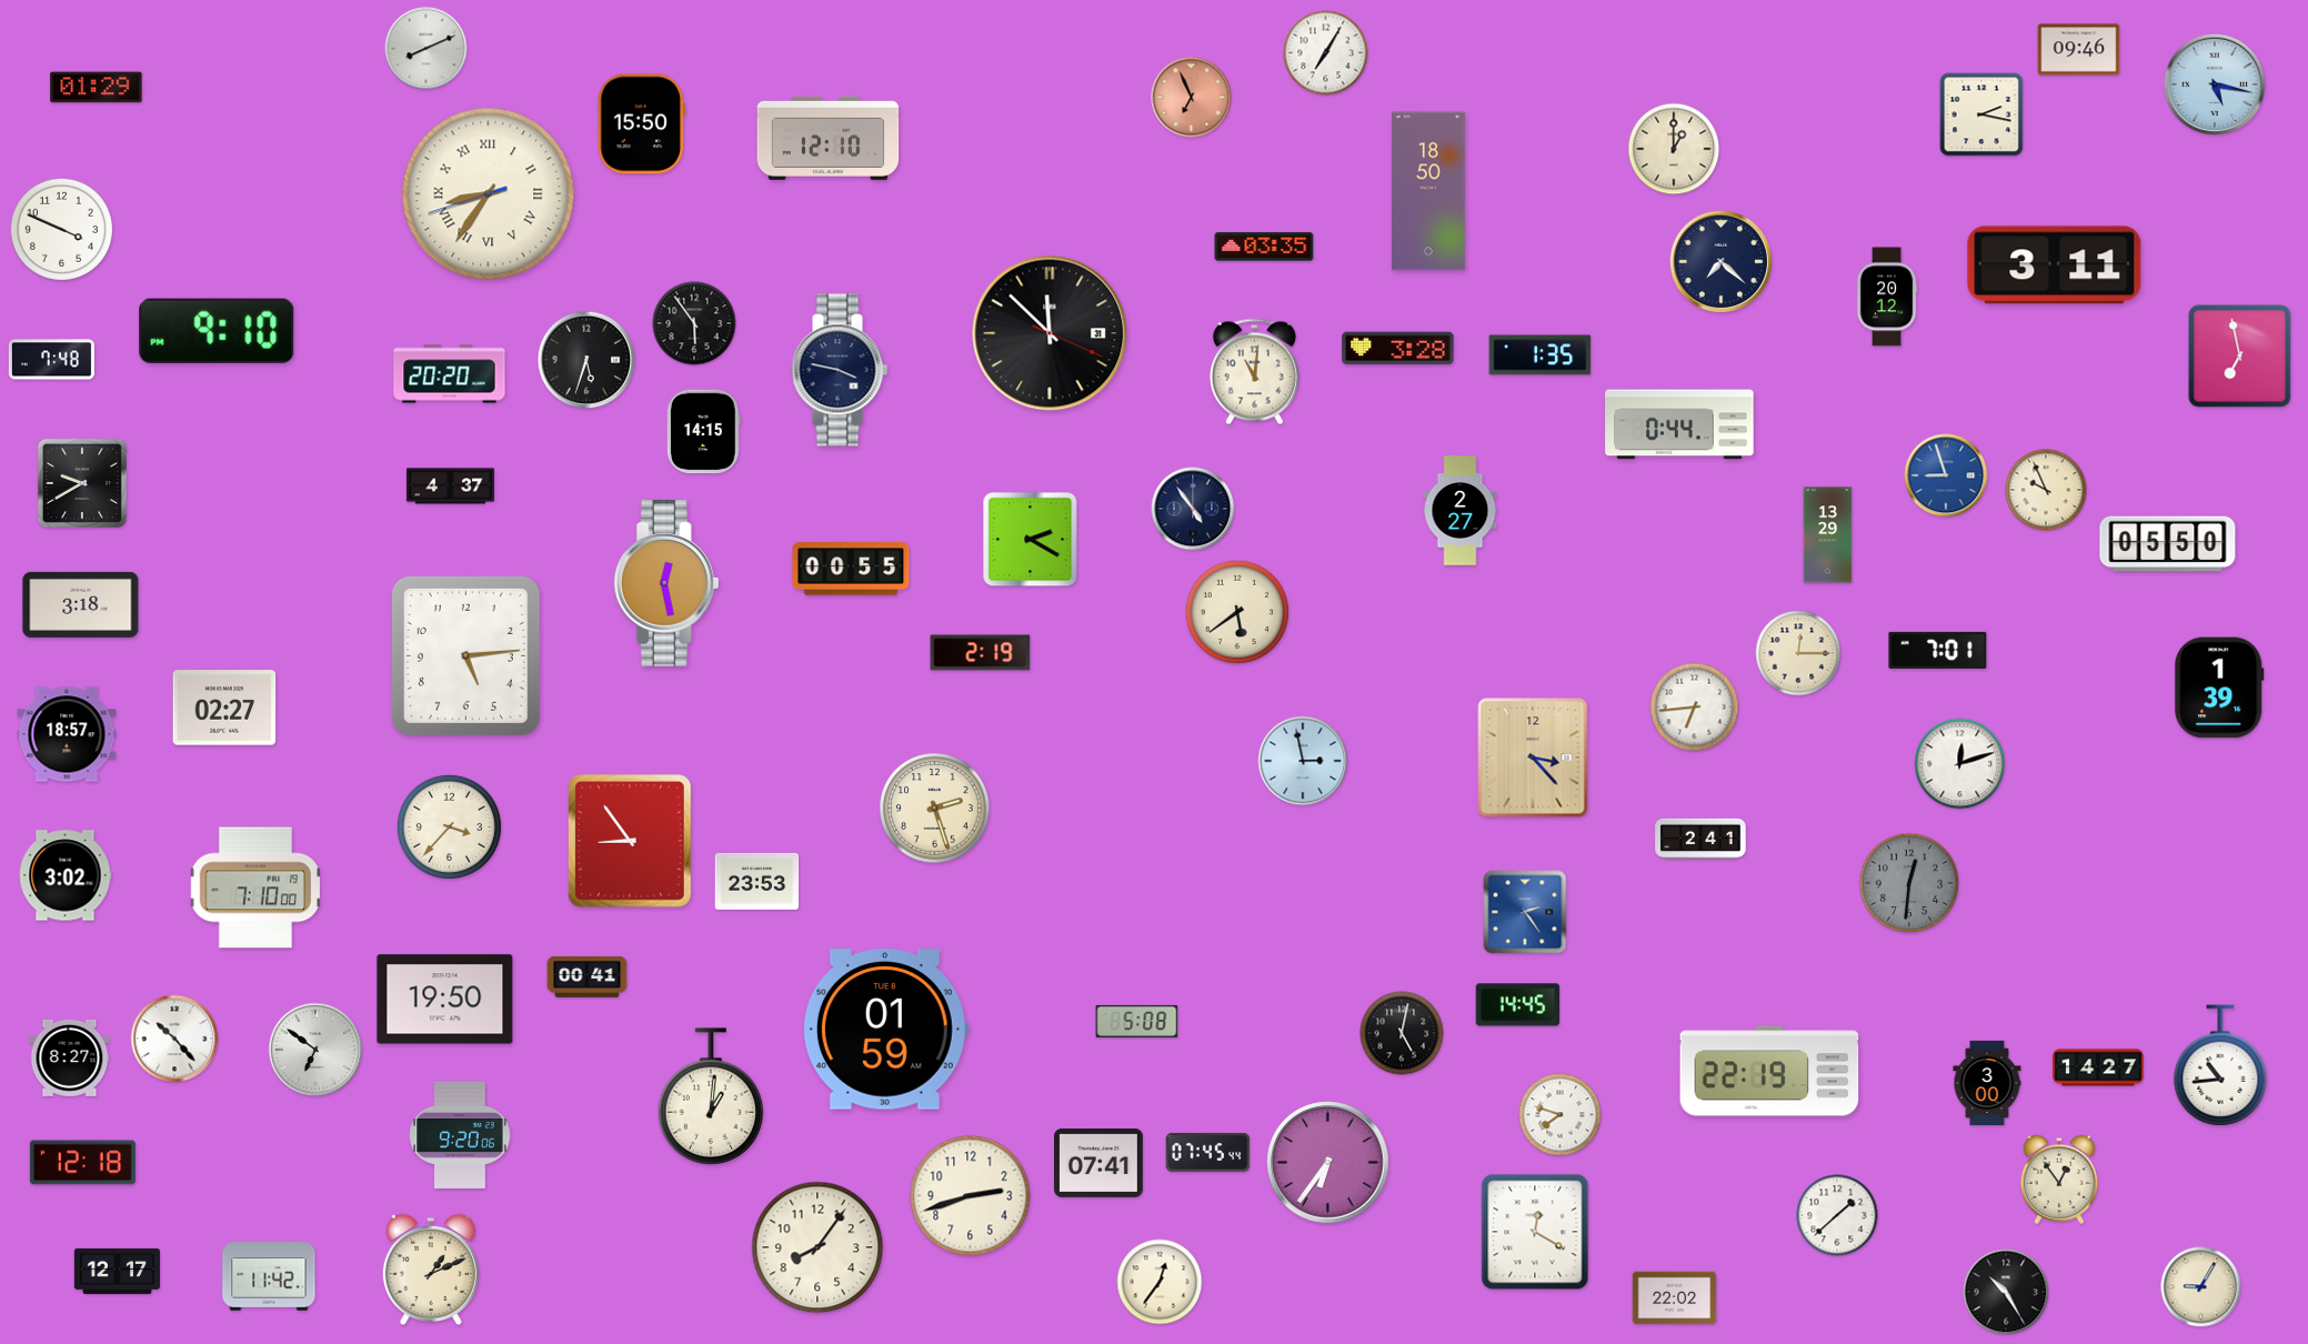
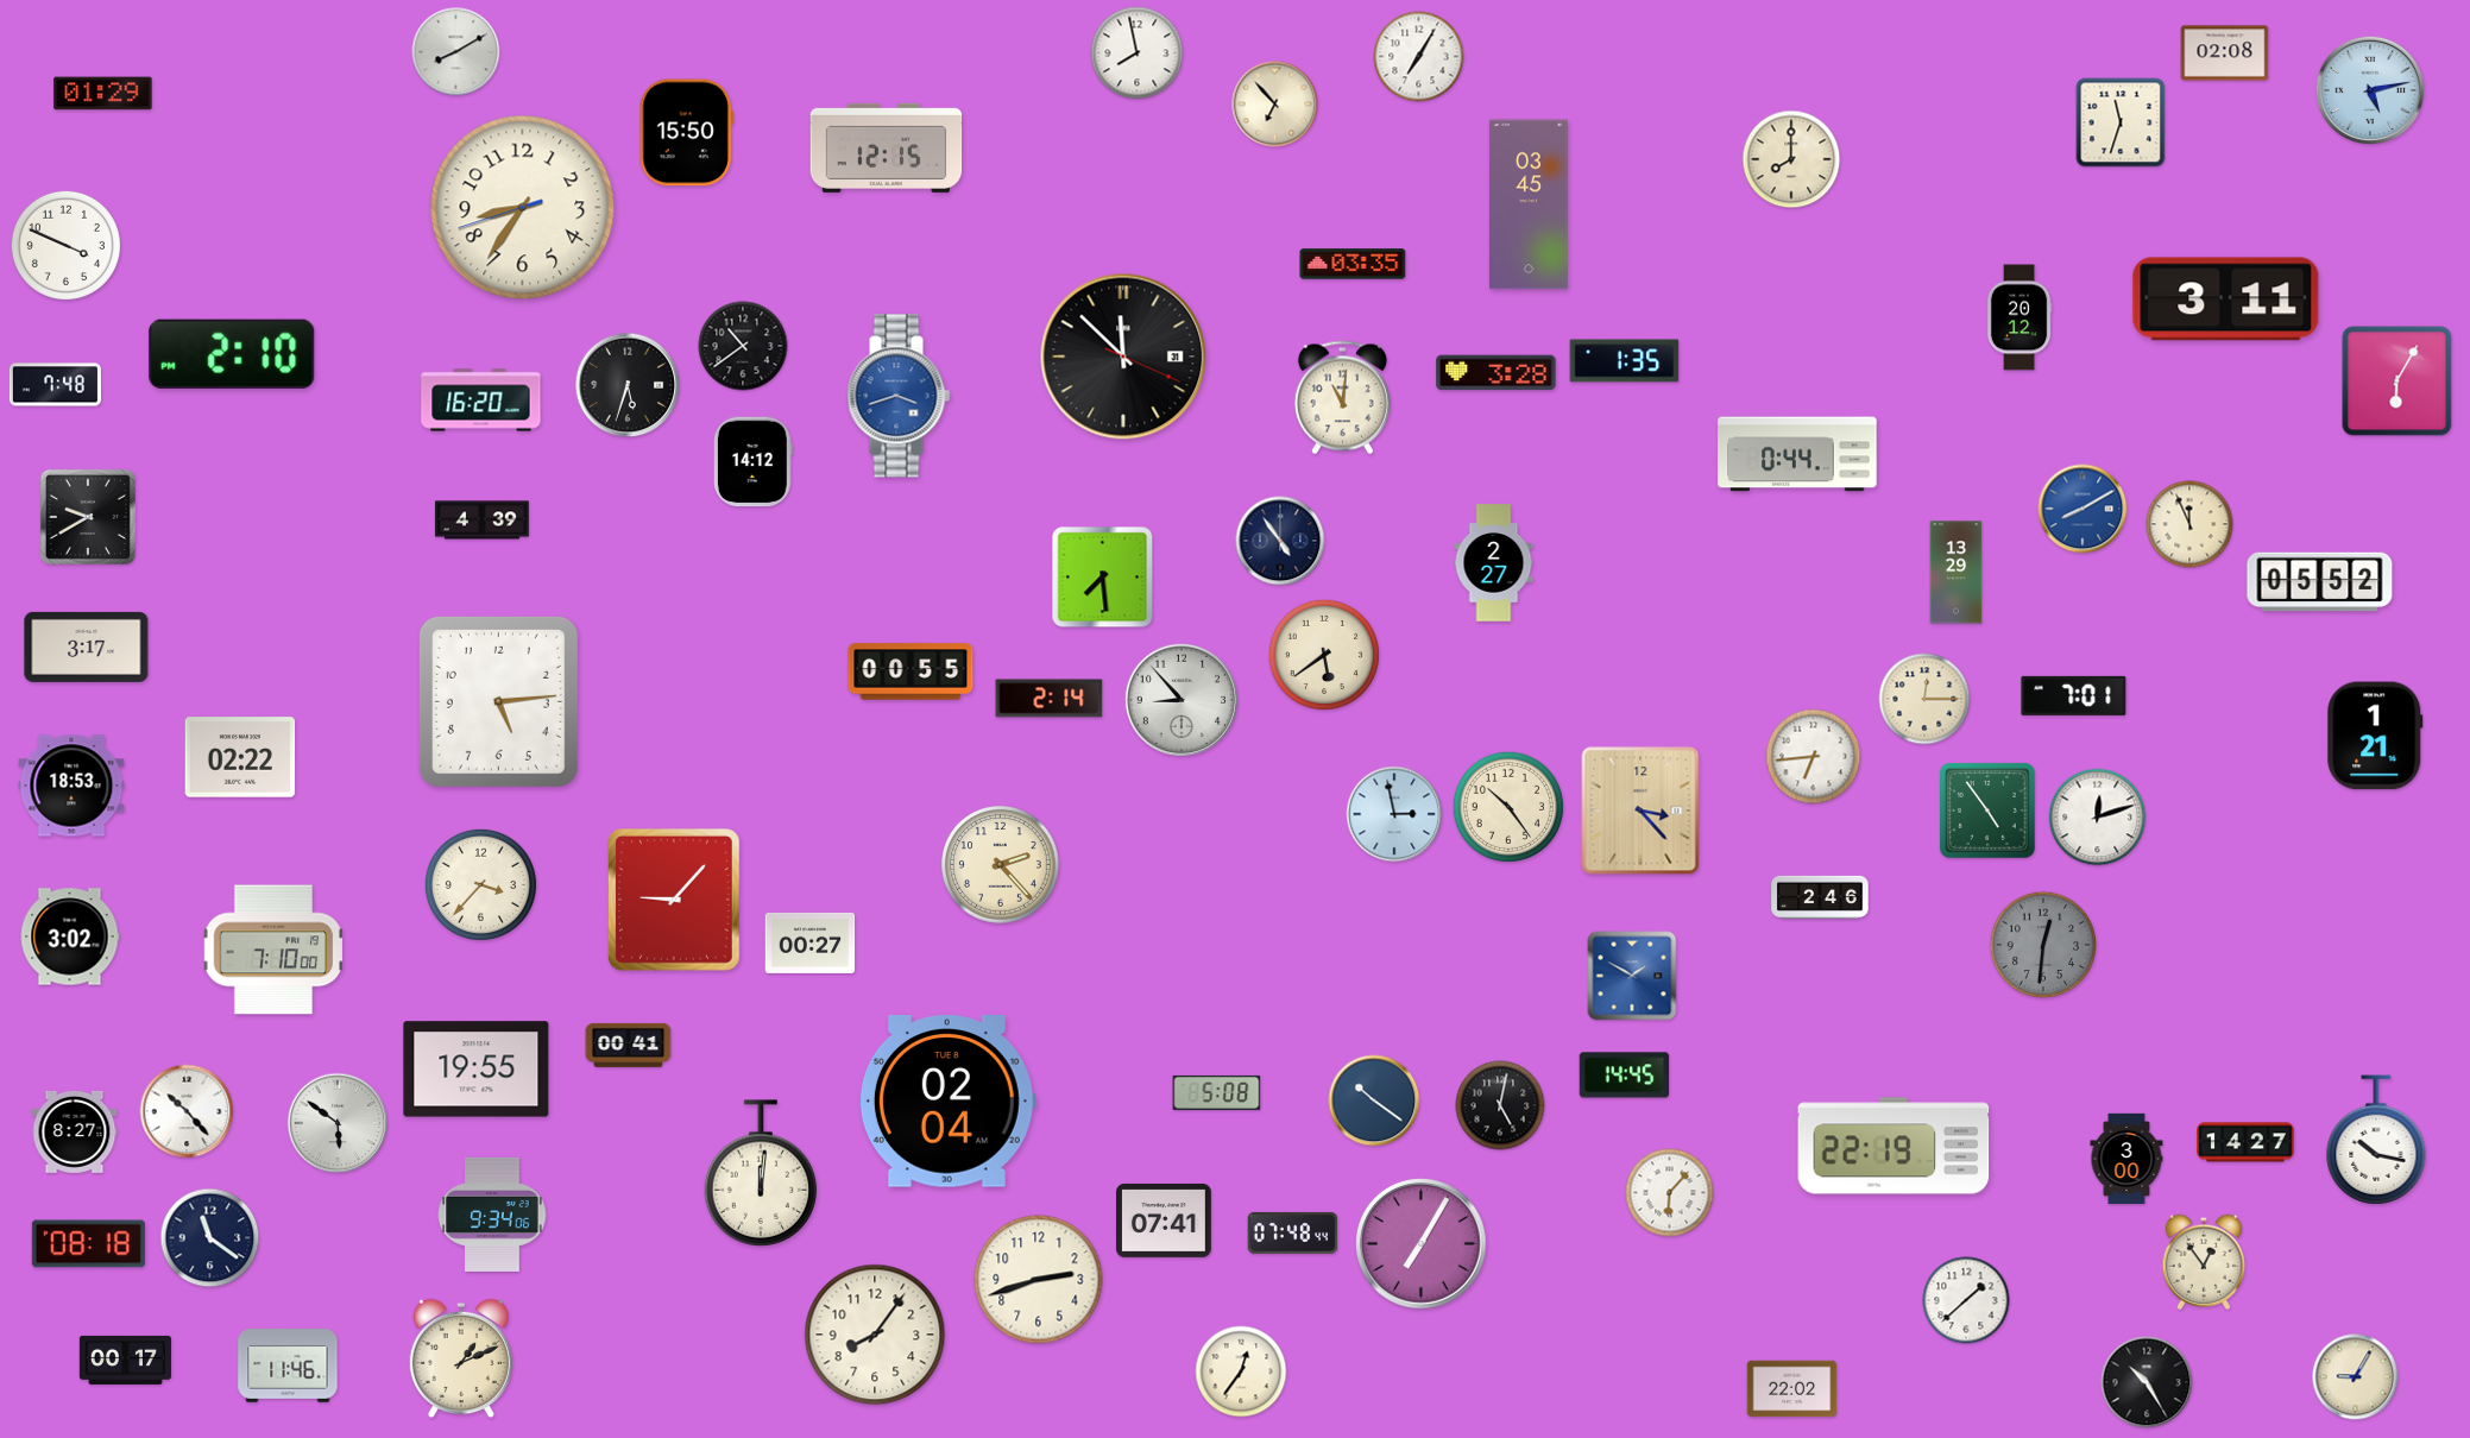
clock at (427, 49): 8:11 -> 8:10
clock at (1138, 53): none -> 7:58
clock at (2079, 50): 09:46 -> 02:08
clock at (2215, 84): 5:17 -> 5:13
clock at (1192, 98): 6:56 -> 6:53
clock at (1192, 98) dial: salmon -> cream
clock at (1981, 114): 2:17 -> 11:33
clock at (829, 138): 12:10 -> 12:15
clock at (1674, 149): 1:00 -> 8:00
clock at (1429, 191): 18:50 -> 03:45
clock at (489, 194) numerals: Roman -> Arabic
clock at (1720, 261): 7:22 -> none
clock at (2055, 265) position: (2055, 265) -> (2226, 299)
clock at (694, 323): 5:54 -> 10:39
clock at (217, 331): 9:10 -> 2:10
clock at (1541, 355) position: (1541, 355) -> (1625, 361)
clock at (2240, 357): 6:58 -> 6:05
clock at (840, 370): 3:47 -> 3:42
clock at (840, 370) dial: navy -> blue
clock at (450, 374): 20:20 -> 16:20
clock at (703, 432): 14:15 -> 14:12
clock at (1946, 475): 8:57 -> 8:10
clock at (450, 487): 4:37 -> 4:39
clock at (2046, 490): 9:56 -> 11:56
clock at (1193, 509) position: (1193, 509) -> (1280, 541)
clock at (1461, 511) position: (1461, 511) -> (1494, 563)
clock at (1031, 540): 2:20 -> 7:29
clock at (2168, 544): 05:50 -> 05:52
clock at (851, 569) position: (851, 569) -> (911, 671)
clock at (666, 584): 12:28 -> none
clock at (81, 604): 3:18 -> 3:17
clock at (981, 653): 2:19 -> 2:14
clock at (1182, 700): none -> 8:53
clock at (2219, 688): 1:39 -> 1:21
clock at (224, 708): 02:27 -> 02:22
clock at (67, 734): 18:57 -> 18:53
clock at (1508, 807): none -> 10:24
clock at (1987, 811): none -> 4:54
clock at (935, 809): 2:27 -> 2:23
clock at (1700, 839): 2:41 -> 2:46
clock at (631, 842): 8:54 -> 9:07
clock at (757, 881): 23:53 -> 00:27
clock at (1525, 912): 2:24 -> 1:50
clock at (445, 1000): 19:50 -> 19:55
clock at (1374, 1100): none -> 10:21
clock at (885, 1030): 01:59 -> 02:04
clock at (315, 1050): 6:51 -> 5:51
clock at (2220, 1065): 10:44 -> 10:17
clock at (711, 1096): 1:01 -> 12:01
clock at (1561, 1115): 7:48 -> 6:07
clock at (460, 1135): 9:20 -> 9:34
clock at (1208, 1152): 07:45 -> 07:48
clock at (210, 1238): none -> 11:21
clock at (82, 1163): 12:18 -> 08:18
clock at (1100, 1163) position: (1100, 1163) -> (1165, 1221)
clock at (1328, 1163): 6:36 -> 7:05
clock at (1535, 1232): 12:20 -> none
clock at (117, 1271): 12:17 -> 00:17
clock at (269, 1276): 11:42 -> 11:46
